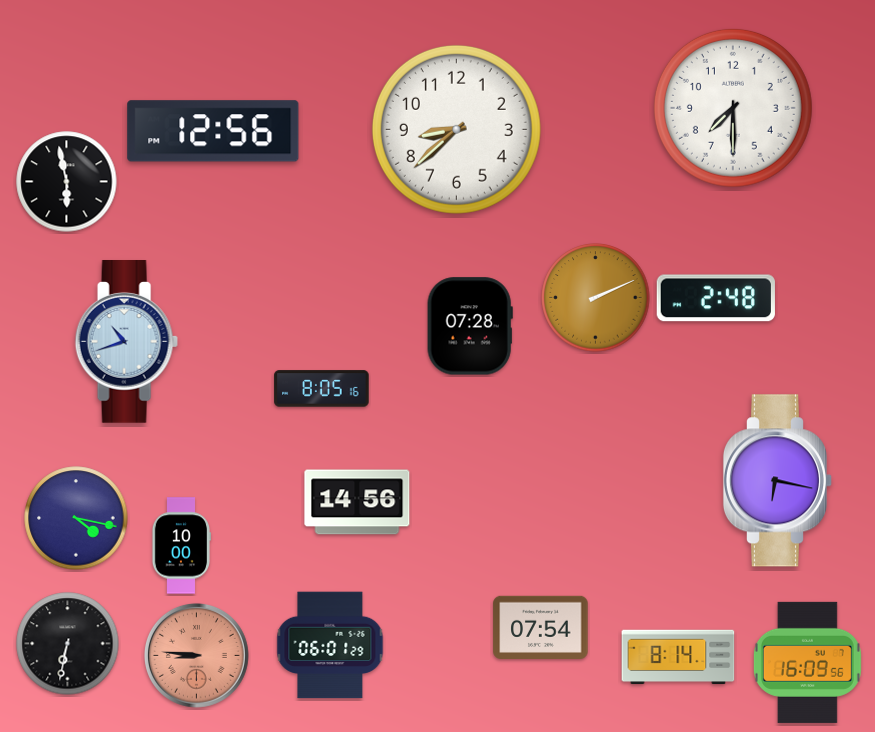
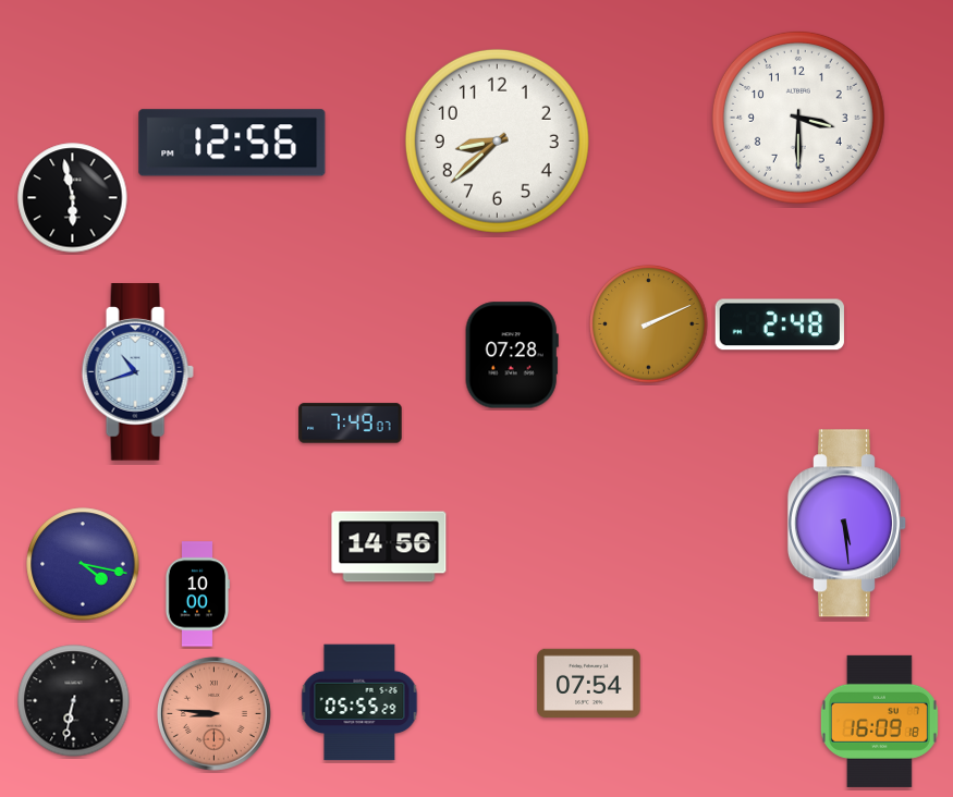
clock at (733, 108): 7:30 -> 3:30
clock at (322, 389): 8:05 -> 7:49
clock at (778, 481): 6:17 -> 5:29
clock at (330, 645): 06:01 -> 05:55
clock at (678, 657): 8:14 -> none
clock at (807, 662): 16:09:56 -> 16:09:18
